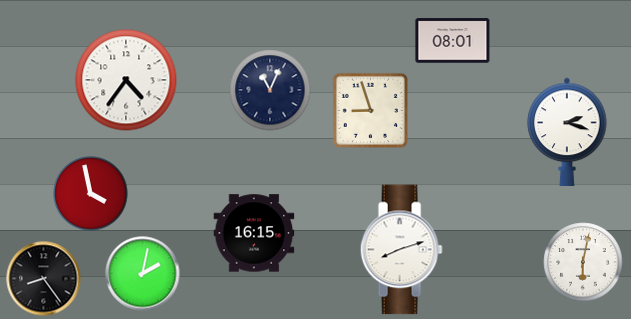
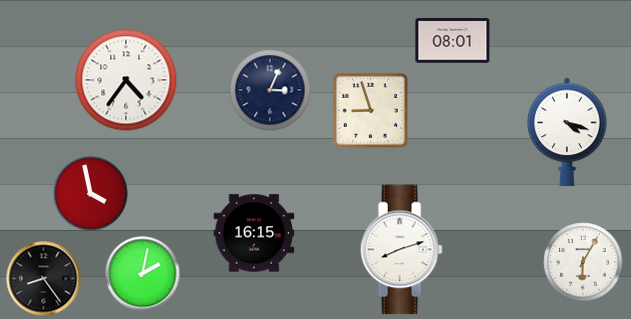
clock at (270, 90): 11:04 -> 3:04
clock at (567, 131): 2:18 -> 4:18
clock at (583, 262): 6:02 -> 6:05
